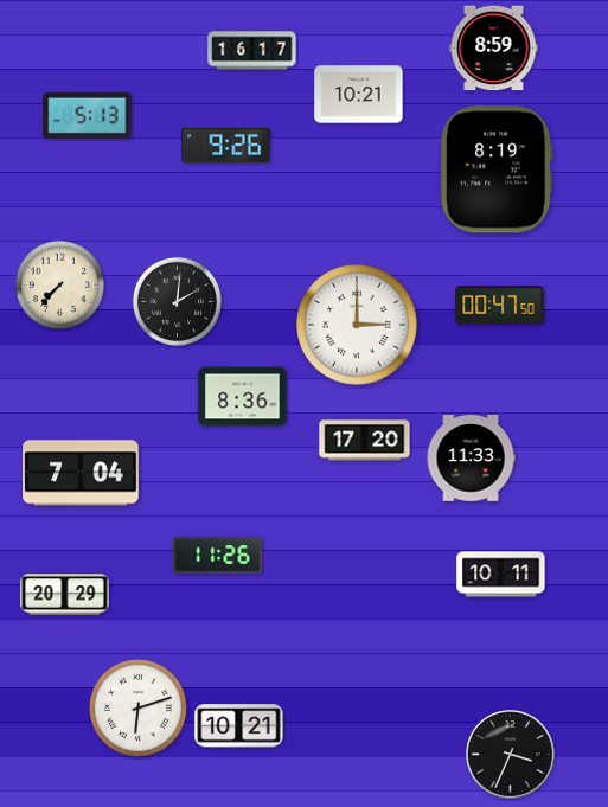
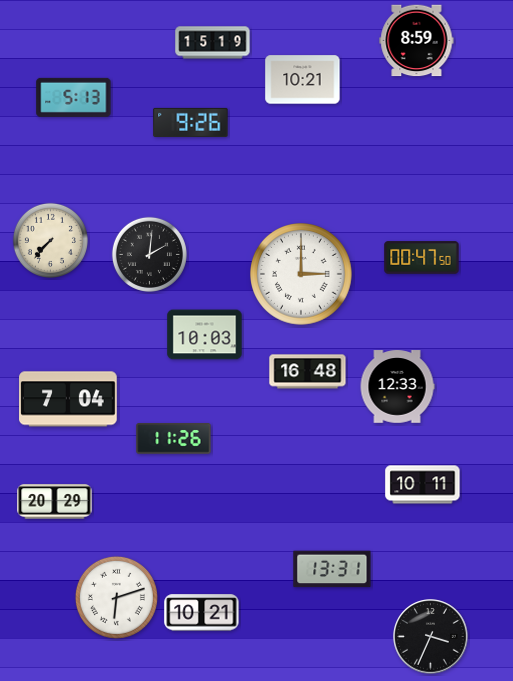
clock at (252, 51): 16:17 -> 15:19
clock at (497, 169): 8:19 -> none
clock at (243, 397): 8:36 -> 10:03
clock at (365, 441): 17:20 -> 16:48
clock at (471, 459): 11:33 -> 12:33
clock at (218, 556) position: (218, 556) -> (174, 439)
clock at (332, 569): none -> 13:31
